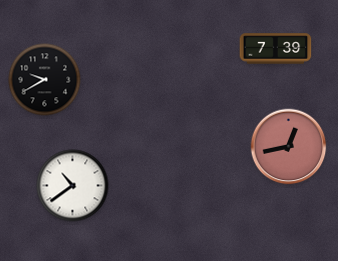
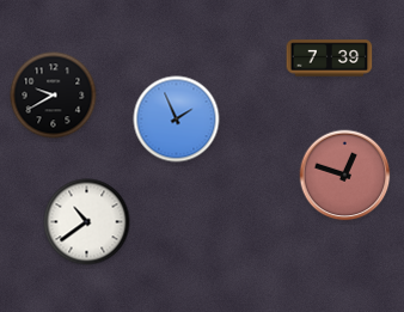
clock at (177, 120): none -> 1:56
clock at (289, 147): 12:43 -> 12:48
